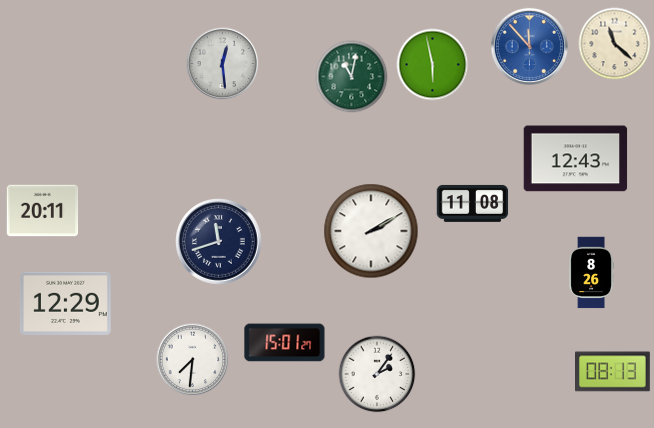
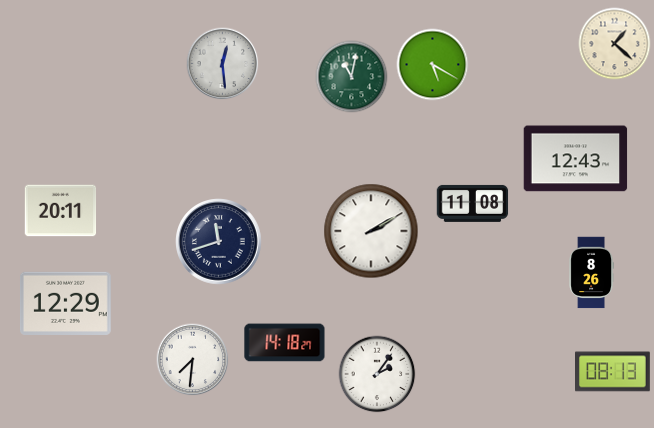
clock at (615, 44): 11:22 -> 1:22
clock at (529, 46): 11:53 -> none
clock at (433, 65): 5:58 -> 5:20
clock at (43, 211) position: (43, 211) -> (61, 211)
clock at (285, 343): 15:01 -> 14:18
